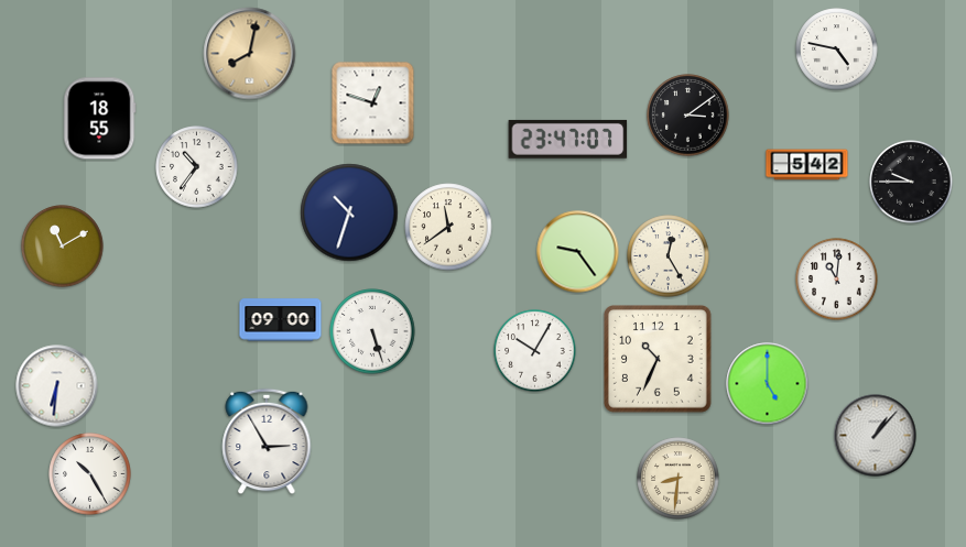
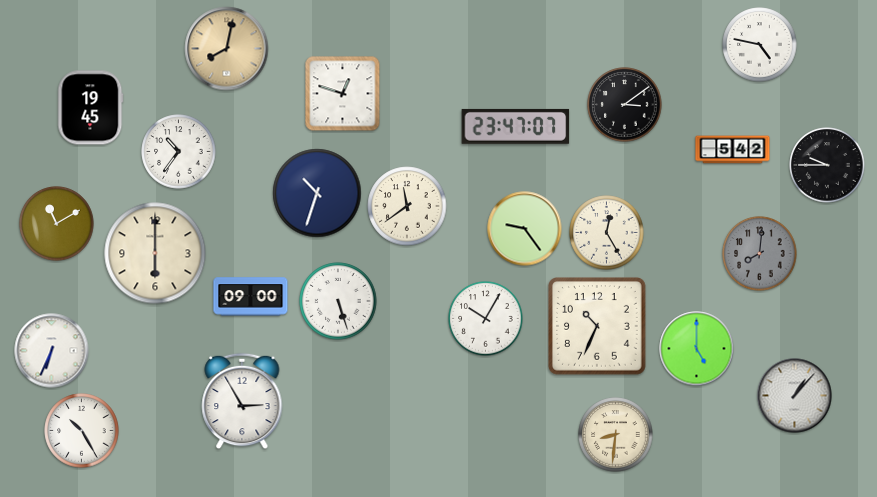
clock at (373, 103) position: (373, 103) -> (343, 94)
clock at (100, 119): 18:55 -> 19:45
clock at (155, 253): none -> 6:00
clock at (837, 280): 11:01 -> 8:01
clock at (837, 280) dial: white -> grey
clock at (281, 320) position: (281, 320) -> (251, 297)
clock at (57, 386): 6:31 -> 6:34
